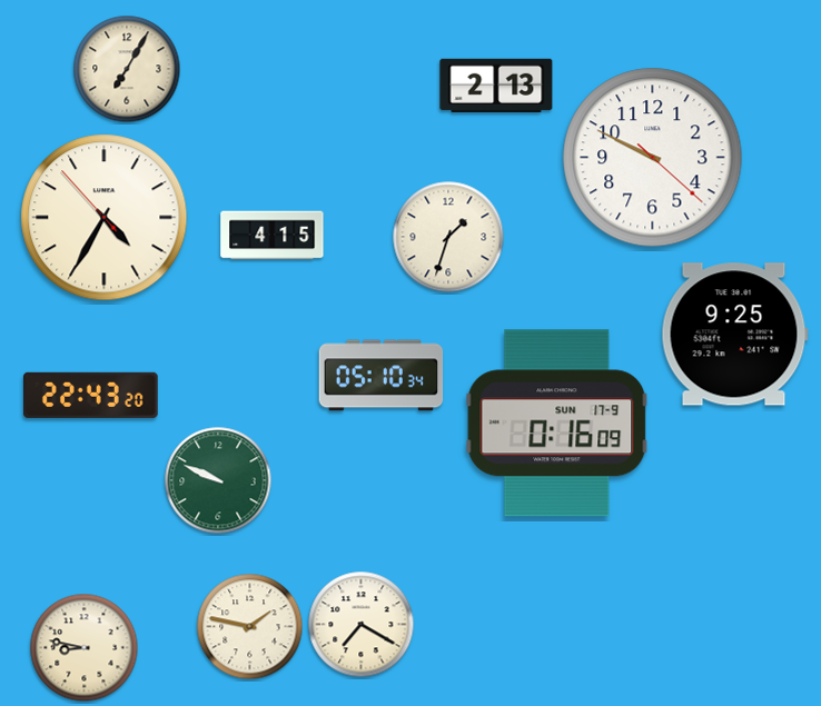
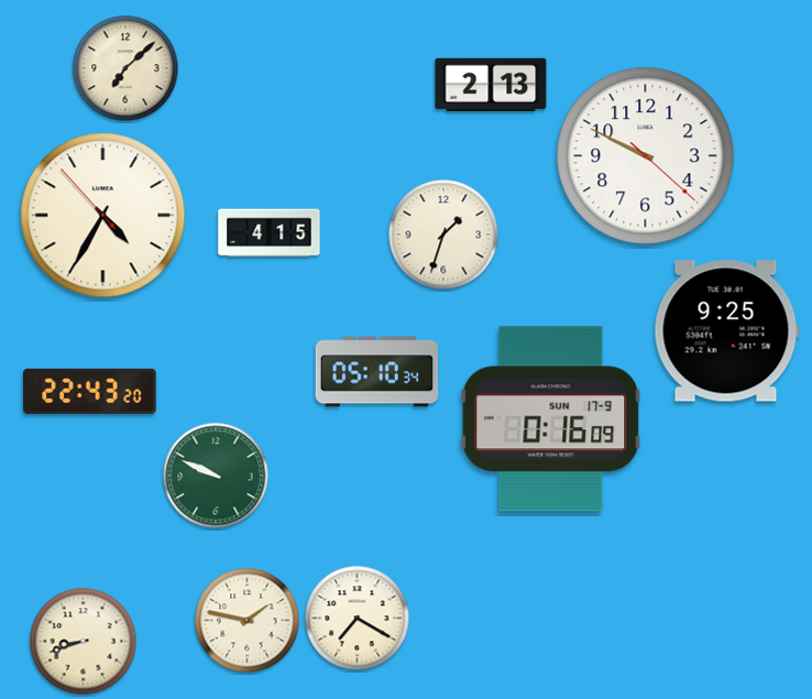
clock at (127, 69): 7:05 -> 7:08
clock at (85, 648): 8:47 -> 8:42
